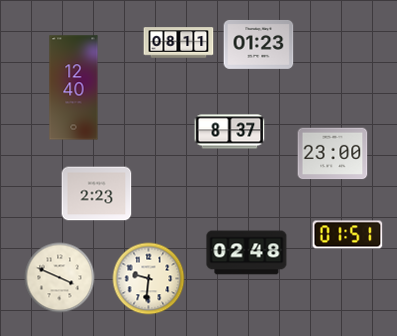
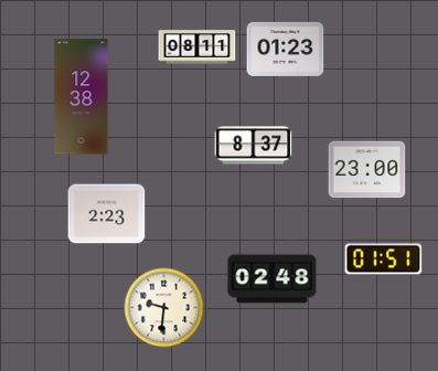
clock at (74, 88): 12:40 -> 12:38
clock at (60, 278): 3:49 -> none
